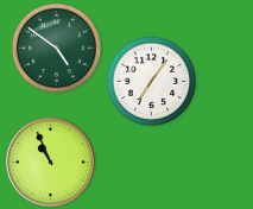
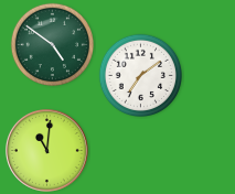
clock at (151, 81): 7:06 -> 7:09
clock at (51, 163): 10:56 -> 11:01
